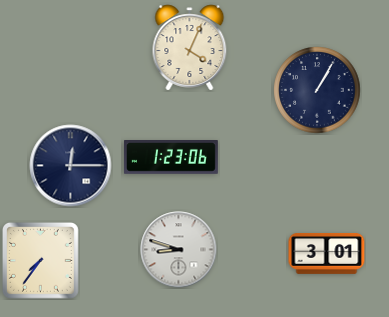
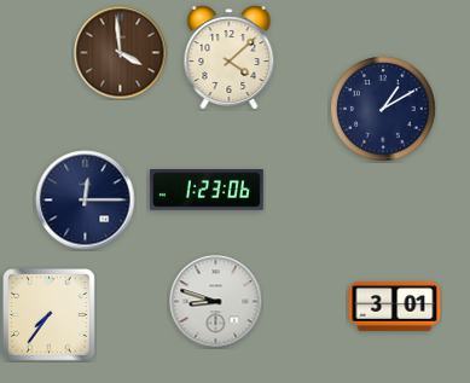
clock at (121, 53): none -> 3:59
clock at (190, 48): 4:04 -> 4:08
clock at (317, 90): 1:05 -> 1:10
